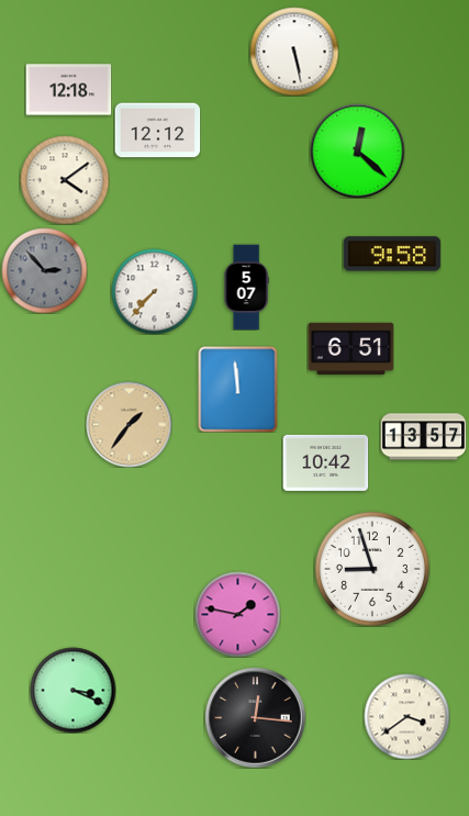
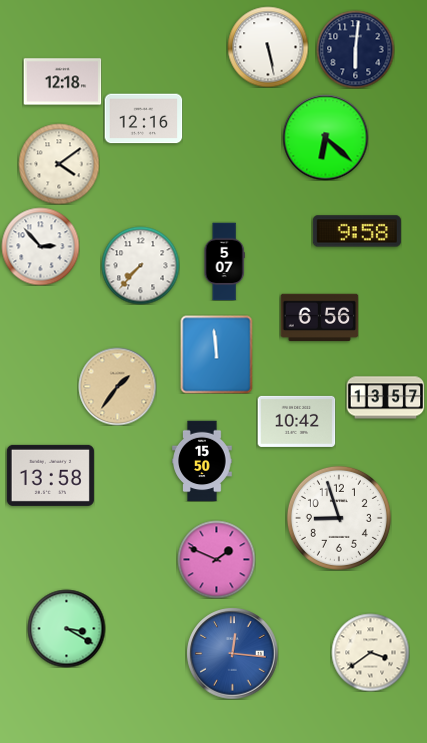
clock at (355, 49): none -> 6:01
clock at (157, 131): 12:12 -> 12:16
clock at (357, 150): 12:22 -> 6:22
clock at (44, 270) dial: grey -> white
clock at (350, 349): 6:51 -> 6:56
clock at (202, 461): none -> 15:50
clock at (50, 475): none -> 13:58
clock at (237, 614): 1:47 -> 1:49
clock at (72, 690): 3:19 -> 3:20
clock at (255, 717) dial: black -> blue
